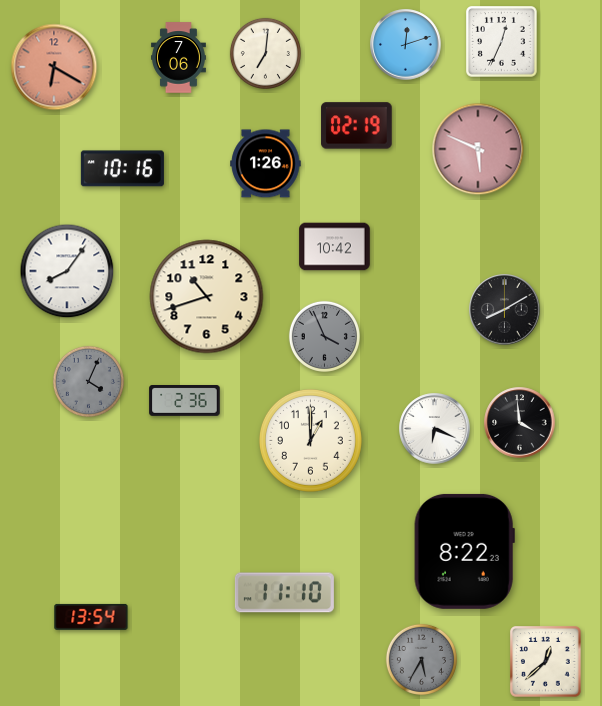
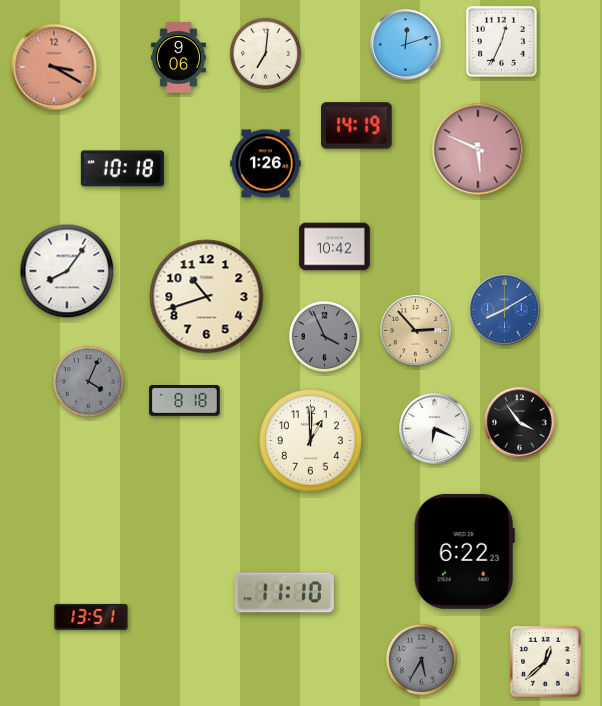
clock at (178, 58): 7:06 -> 9:06
clock at (54, 67): 6:20 -> 3:20
clock at (357, 126): 02:19 -> 14:19
clock at (122, 169): 10:16 -> 10:18
clock at (505, 310) dial: black -> blue
clock at (416, 331): none -> 2:53
clock at (185, 401): 2:36 -> 8:18
clock at (520, 423): 3:59 -> 3:54
clock at (464, 551): 8:22 -> 6:22
clock at (91, 617): 13:54 -> 13:51
